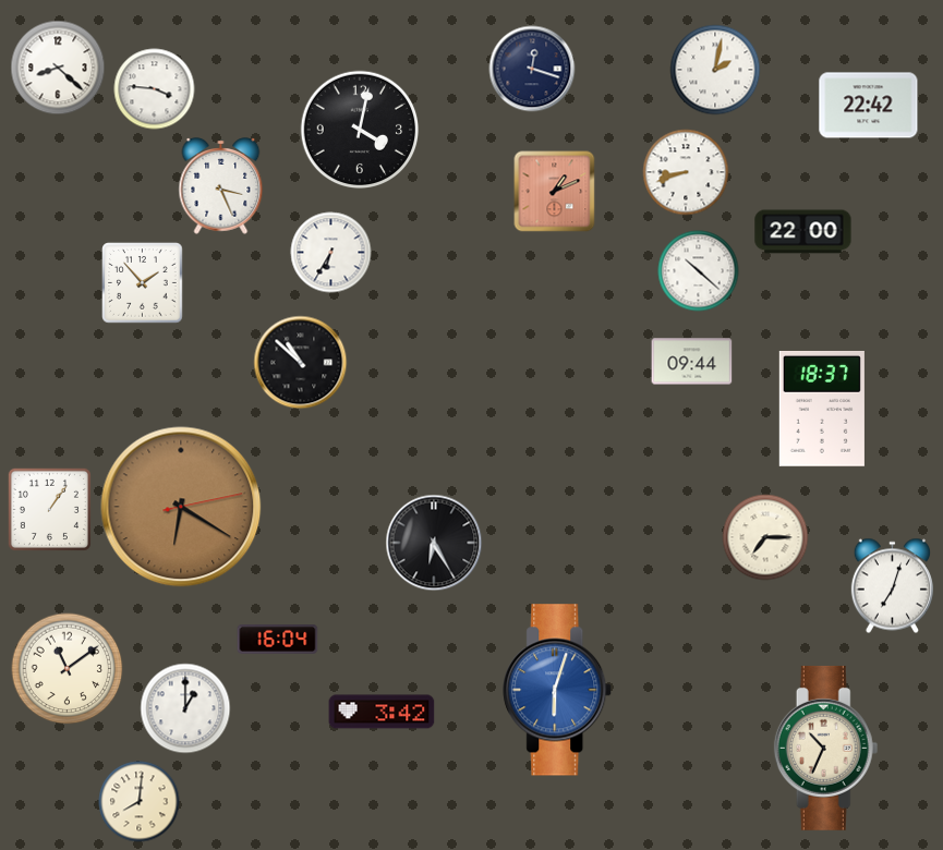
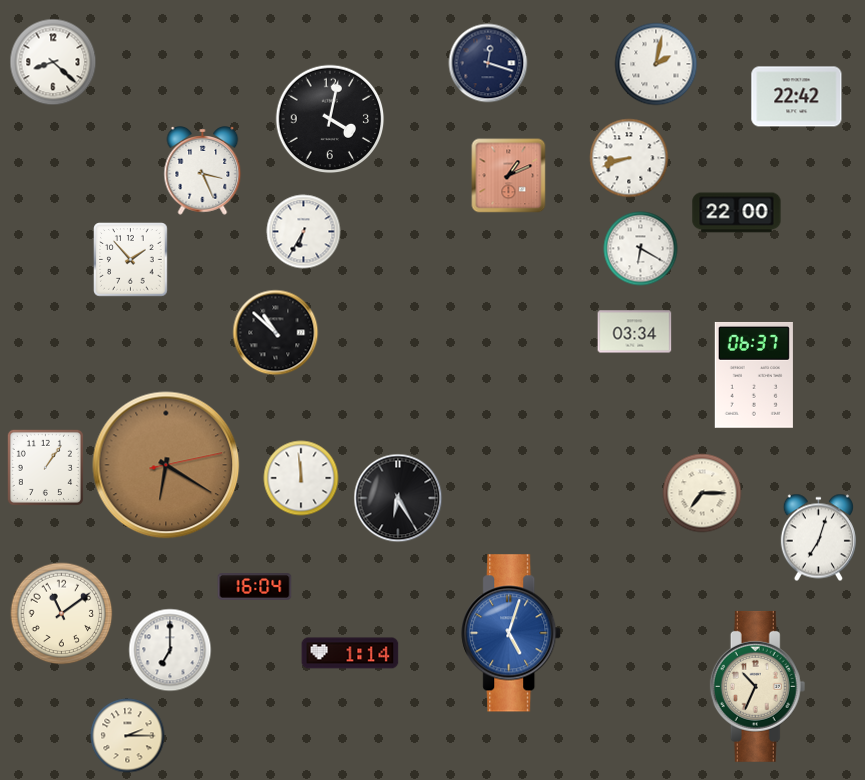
clock at (155, 89): 3:46 -> none
clock at (699, 271): 10:22 -> 6:20
clock at (692, 362): 09:44 -> 03:34
clock at (822, 409): 18:37 -> 06:37
clock at (301, 478): none -> 11:59
clock at (558, 690): 6:03 -> 5:03
clock at (185, 708): 1:00 -> 7:00
clock at (382, 712): 3:42 -> 1:14
clock at (140, 802): 8:01 -> 2:15
